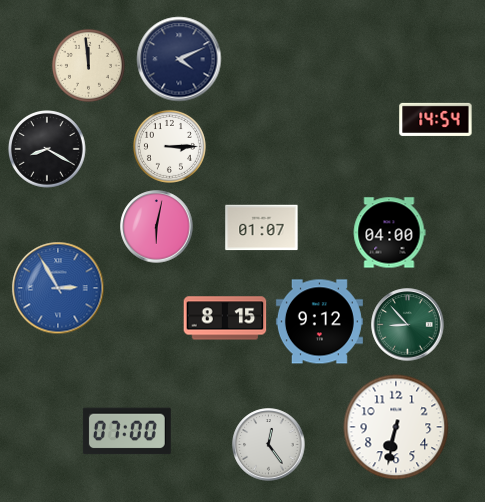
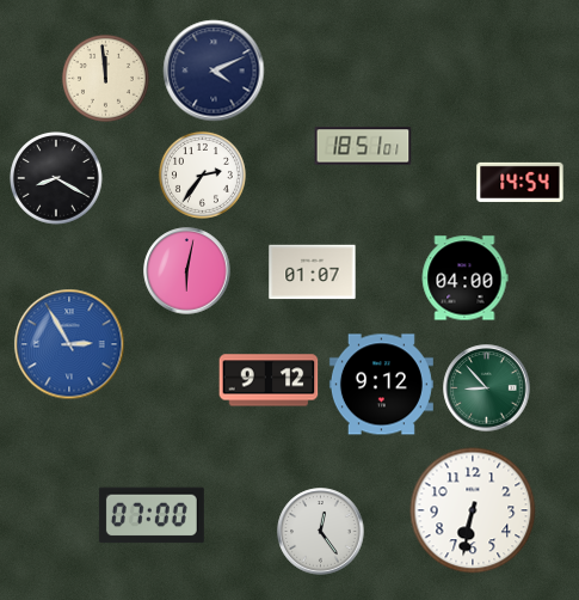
clock at (436, 119) position: (436, 119) -> (521, 182)
clock at (363, 146): none -> 18:51
clock at (169, 146): 3:15 -> 2:36
clock at (225, 318): 8:15 -> 9:12
